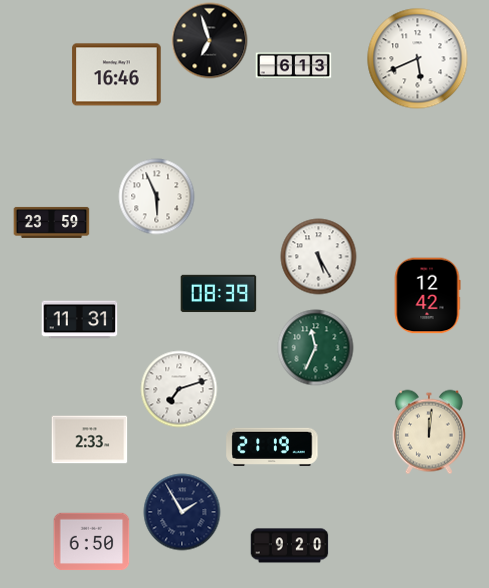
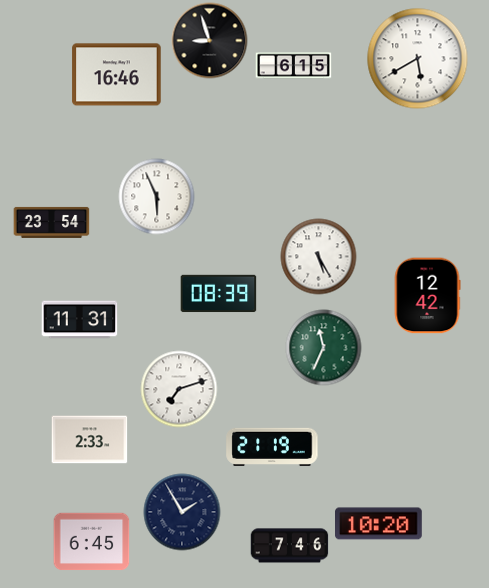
clock at (210, 41): 6:57 -> 8:57
clock at (418, 59): 5:41 -> 5:40
clock at (294, 66): 6:13 -> 6:15
clock at (52, 222): 23:59 -> 23:54
clock at (316, 348) position: (316, 348) -> (324, 348)
clock at (429, 432): 12:01 -> none
clock at (379, 524): none -> 10:20
clock at (92, 542): 6:50 -> 6:45
clock at (290, 546): 9:20 -> 7:46
